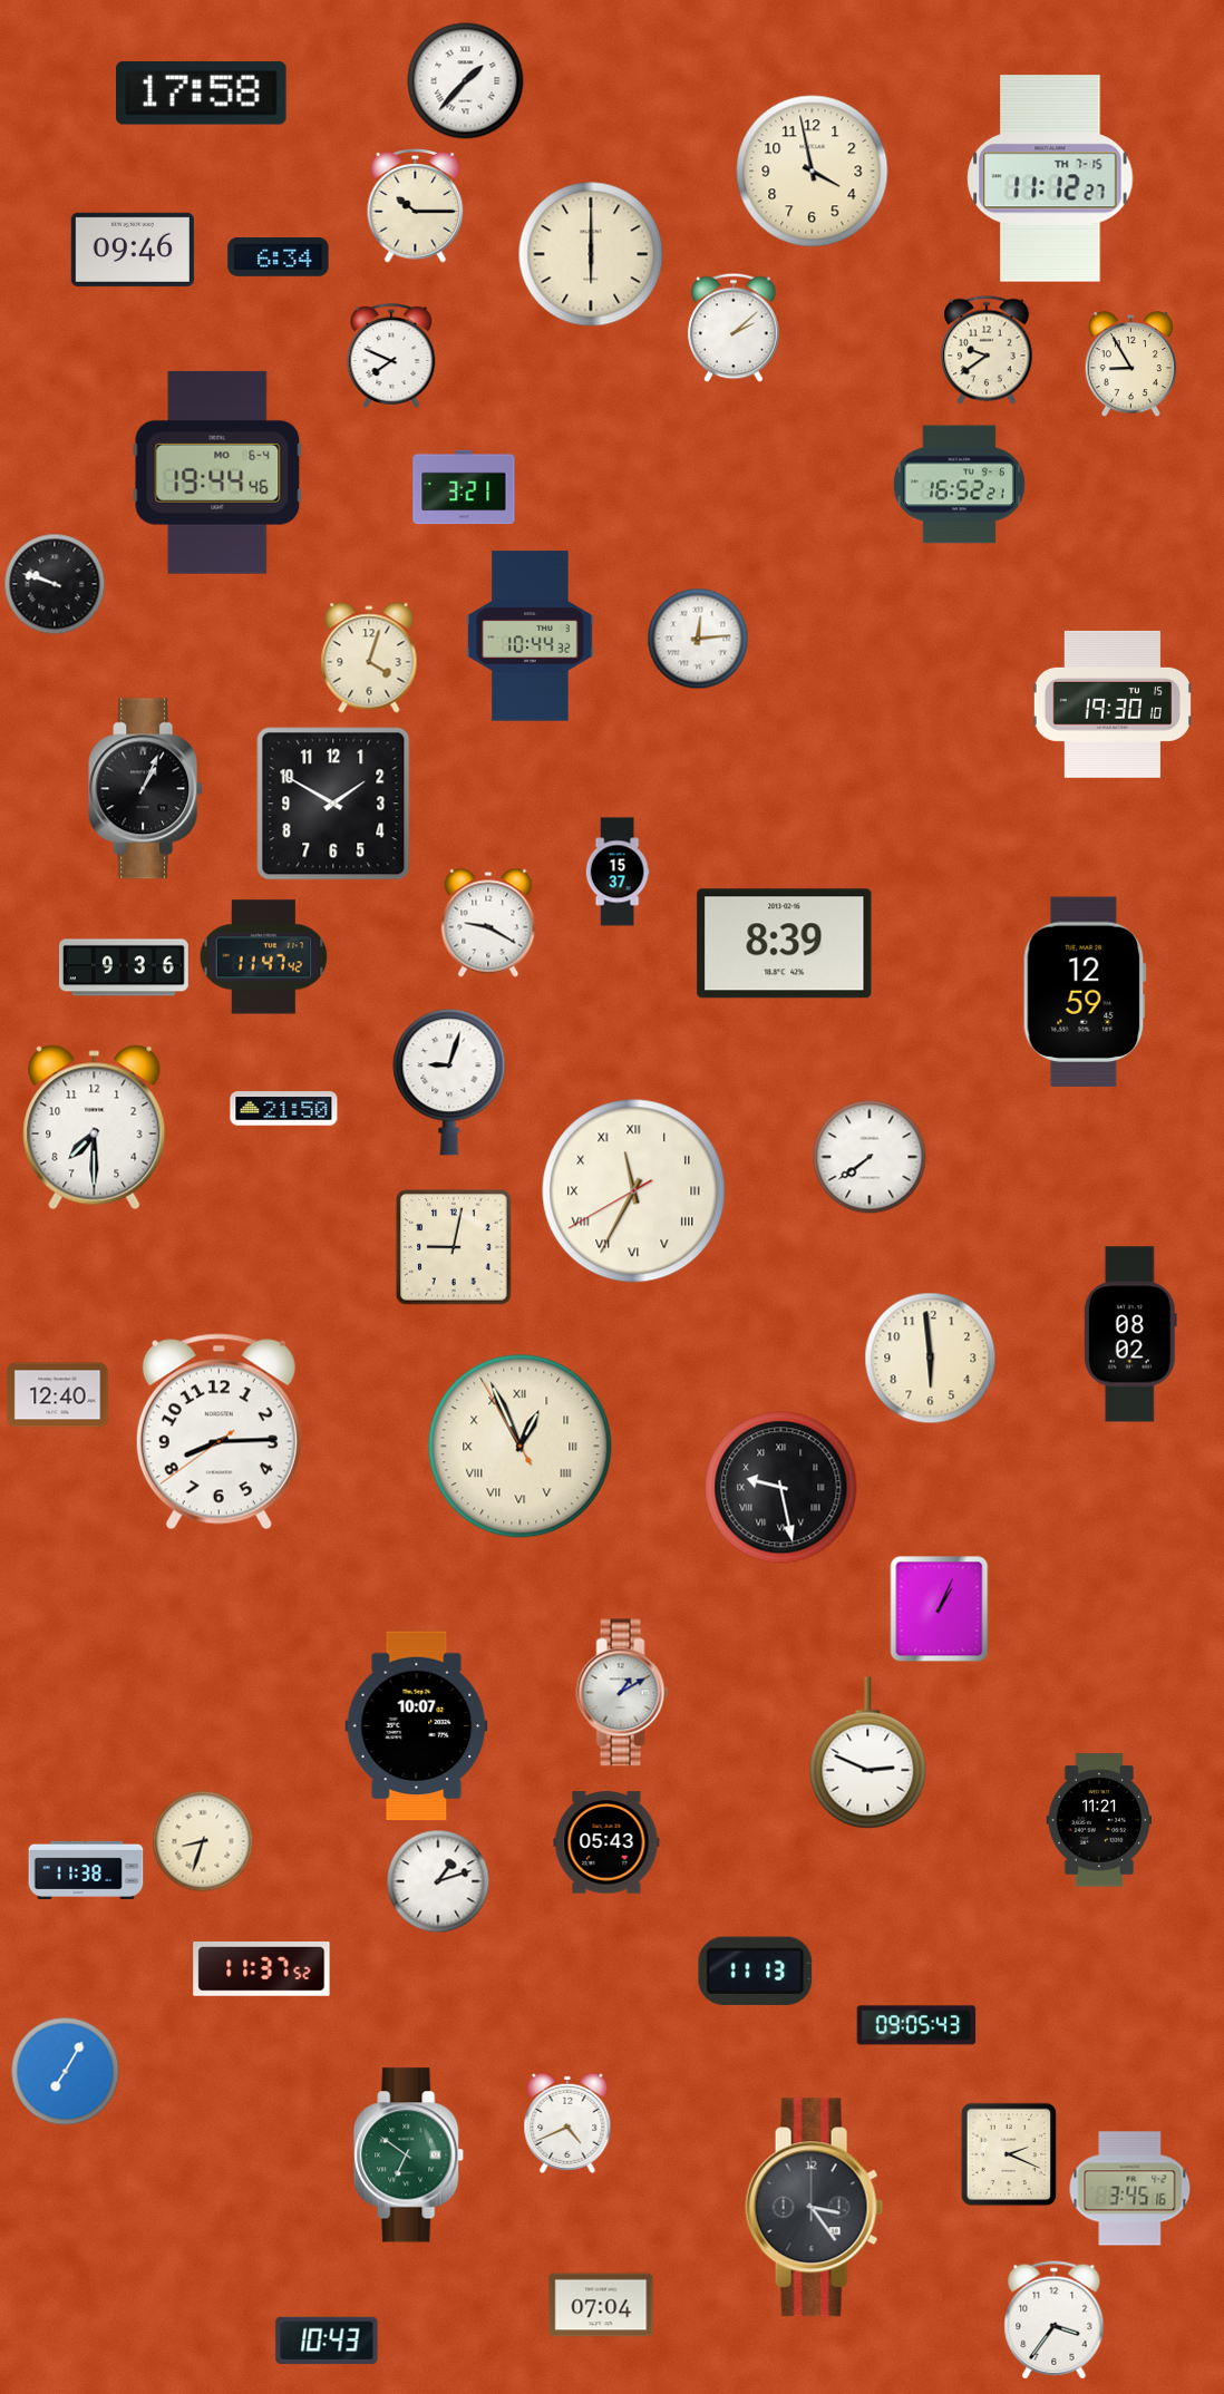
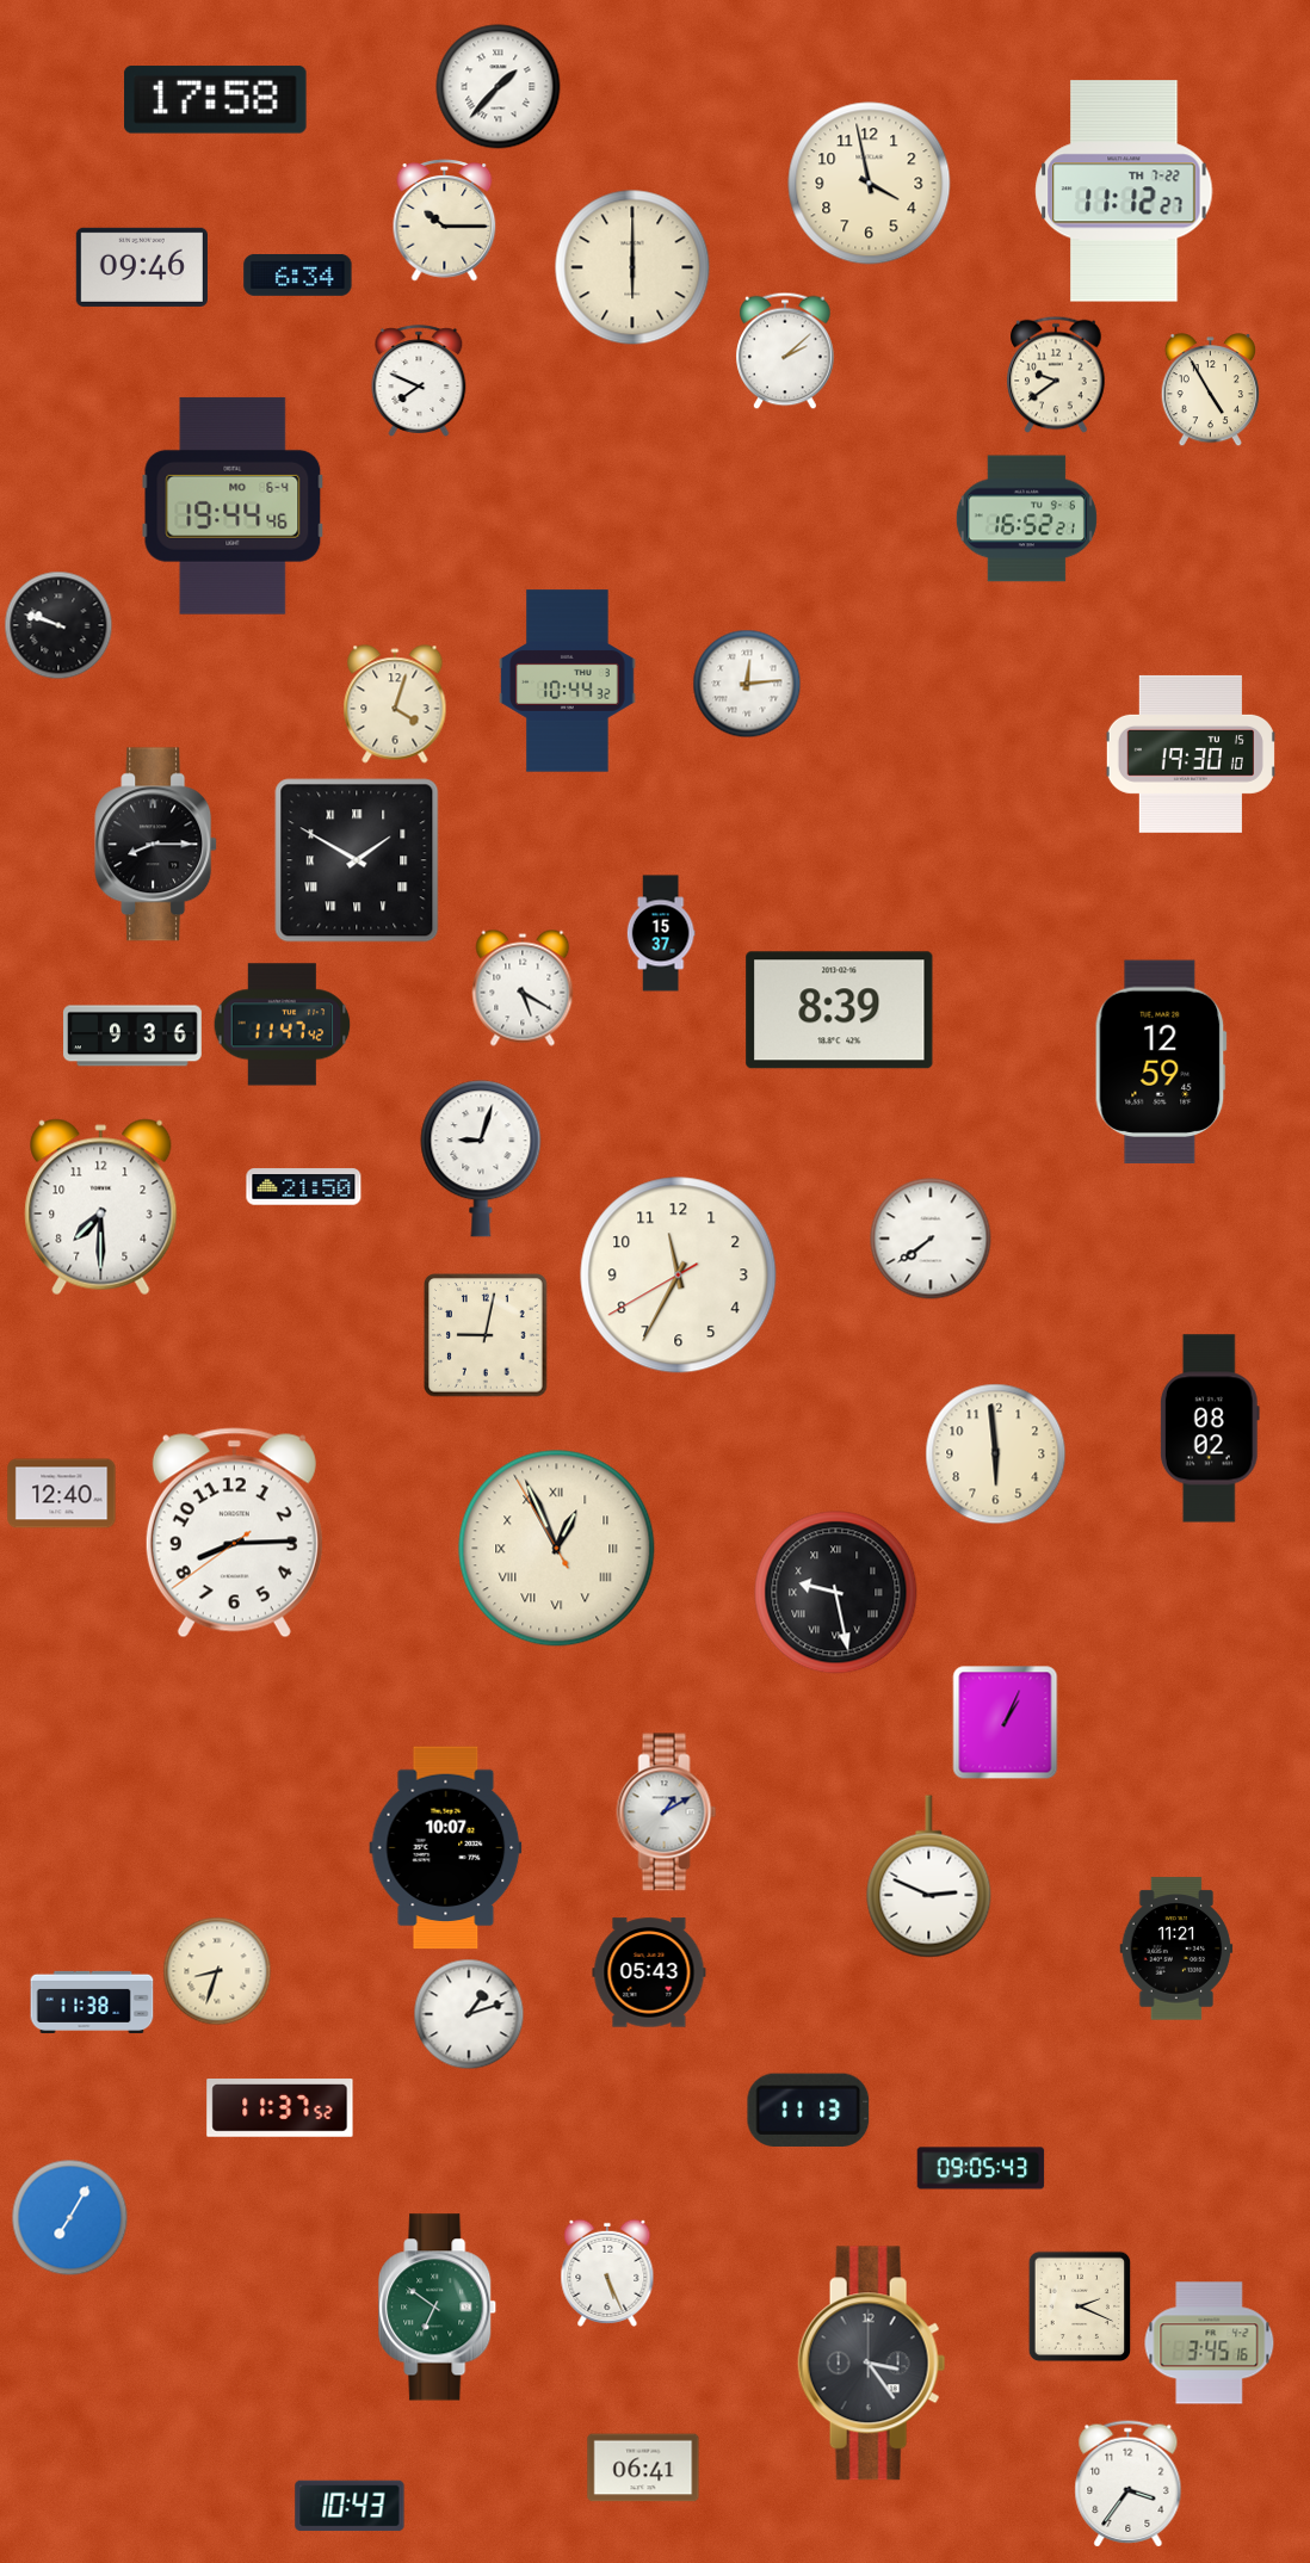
clock at (1050, 178) date: TH 7-15 -> TH 7-22
clock at (591, 254) position: (591, 254) -> (632, 267)
clock at (1130, 364): 8:55 -> 4:55
clock at (464, 487): 3:21 -> none
clock at (146, 789): 1:04 -> 8:15
clock at (333, 804) numerals: Arabic -> Roman
clock at (488, 923): 9:20 -> 5:20
clock at (634, 1191) numerals: Roman -> Arabic
clock at (567, 2123): 4:41 -> 5:26
clock at (601, 2305): 07:04 -> 06:41
